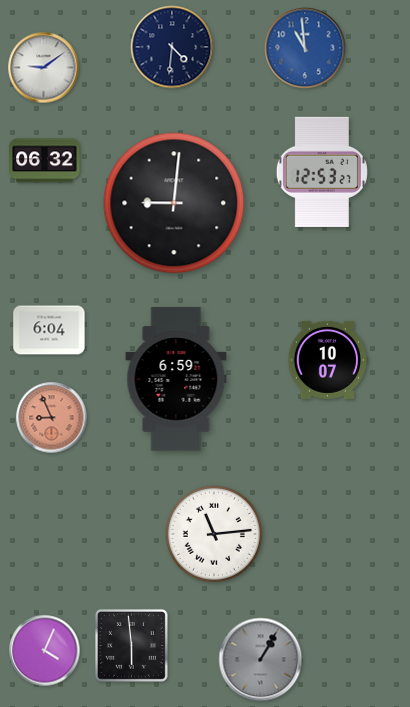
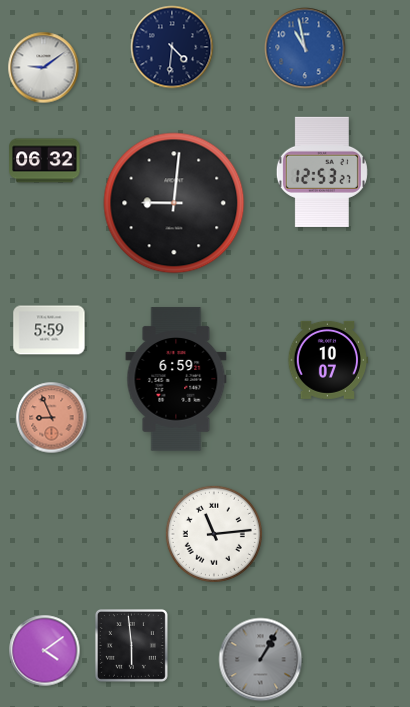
clock at (305, 48): 10:59 -> 10:58
clock at (49, 330): 6:04 -> 5:59
clock at (45, 651): 4:04 -> 4:09
